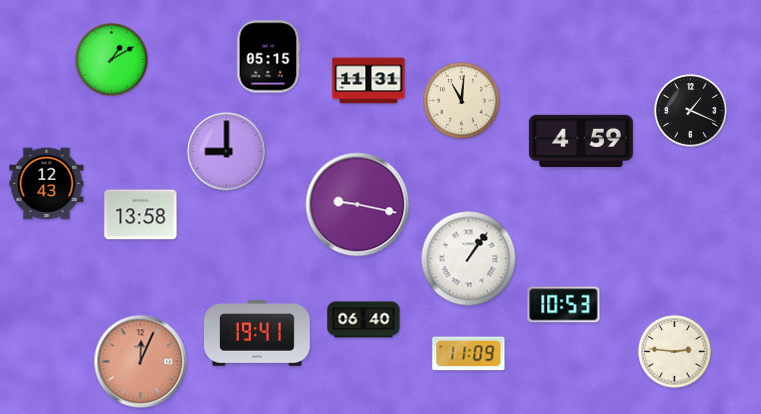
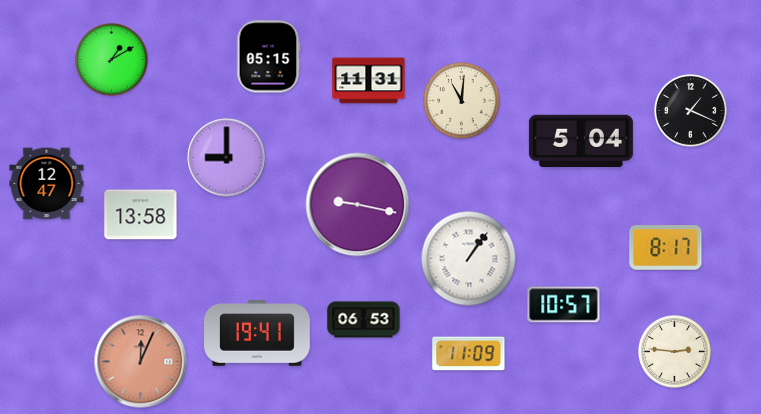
clock at (581, 140): 4:59 -> 5:04
clock at (227, 152) position: (227, 152) -> (227, 158)
clock at (47, 184): 12:43 -> 12:47
clock at (666, 248): none -> 8:17
clock at (564, 305): 10:53 -> 10:57
clock at (364, 320): 06:40 -> 06:53
